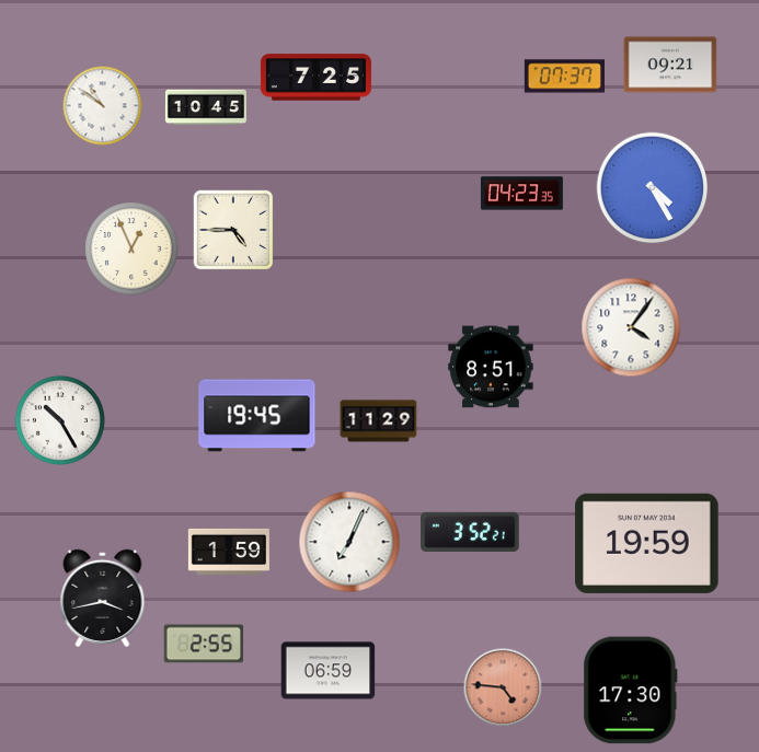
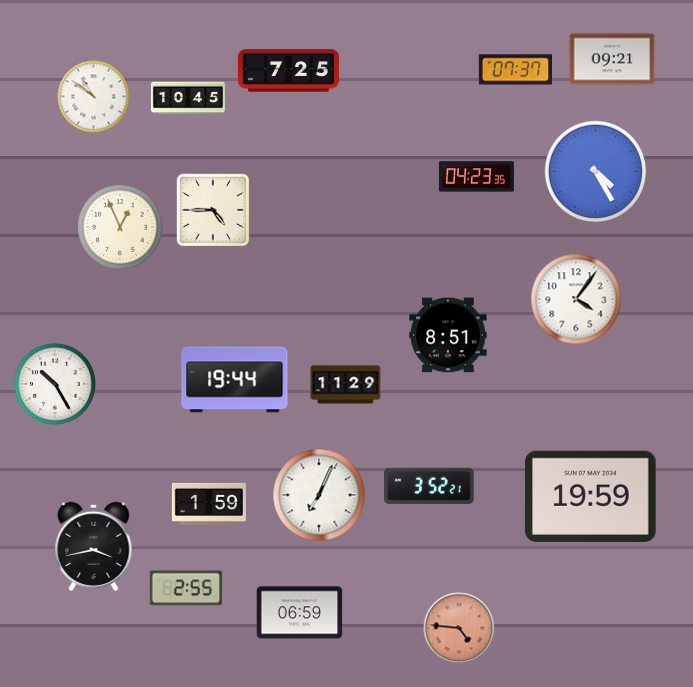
clock at (257, 416): 19:45 -> 19:44
clock at (631, 691): 17:30 -> none
